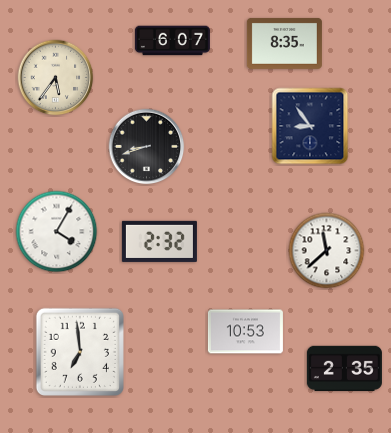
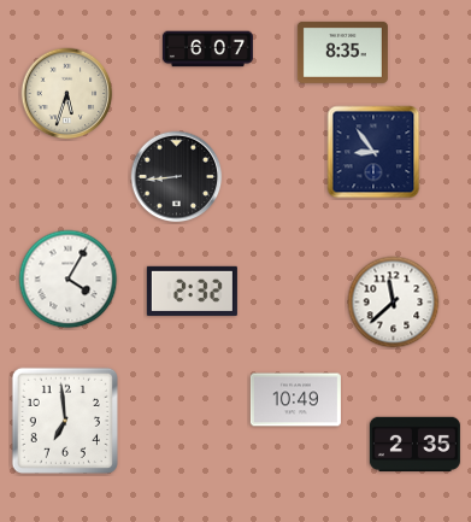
clock at (56, 78): 5:36 -> 5:33
clock at (147, 147): 8:42 -> 8:44
clock at (245, 332): 10:53 -> 10:49
clock at (80, 352) position: (80, 352) -> (65, 421)
